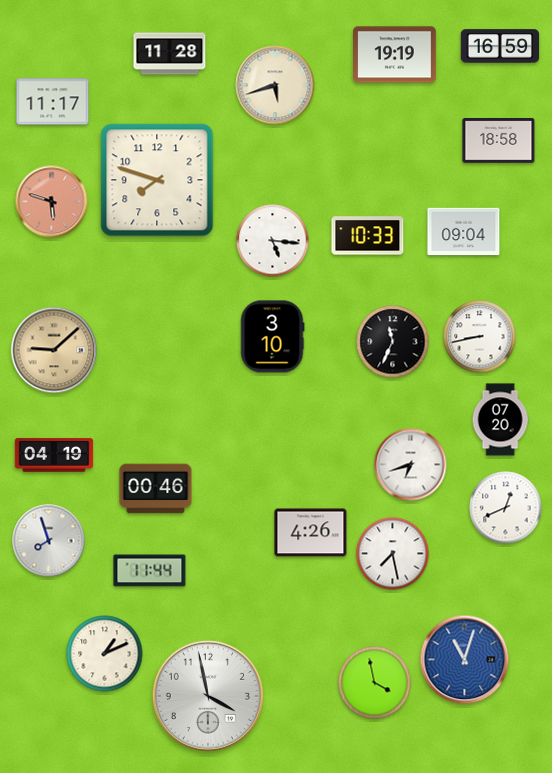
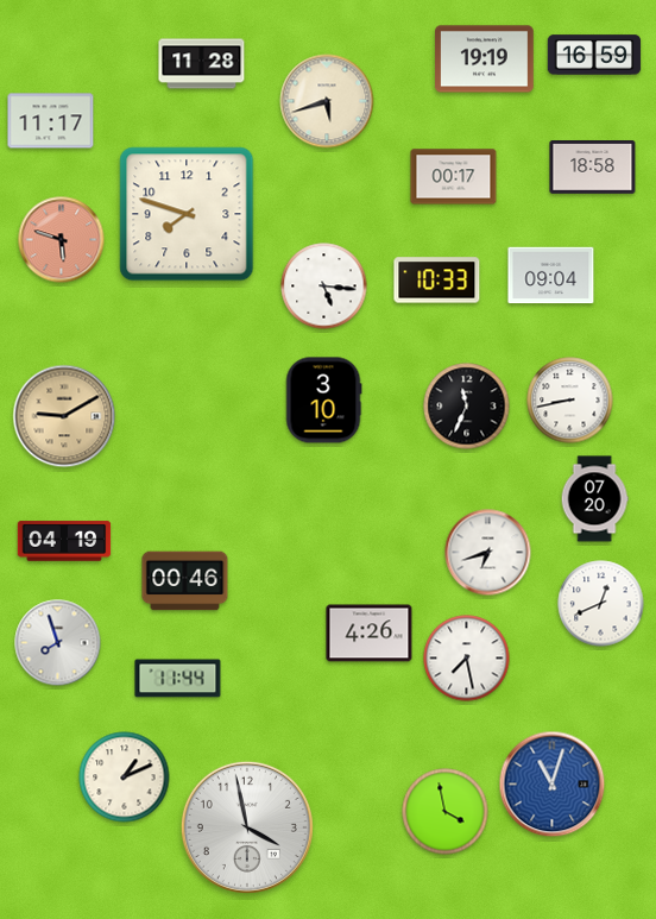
clock at (395, 55) position: (395, 55) -> (485, 59)
clock at (53, 102) position: (53, 102) -> (51, 121)
clock at (454, 177): none -> 00:17
clock at (54, 350): 9:08 -> 9:10
